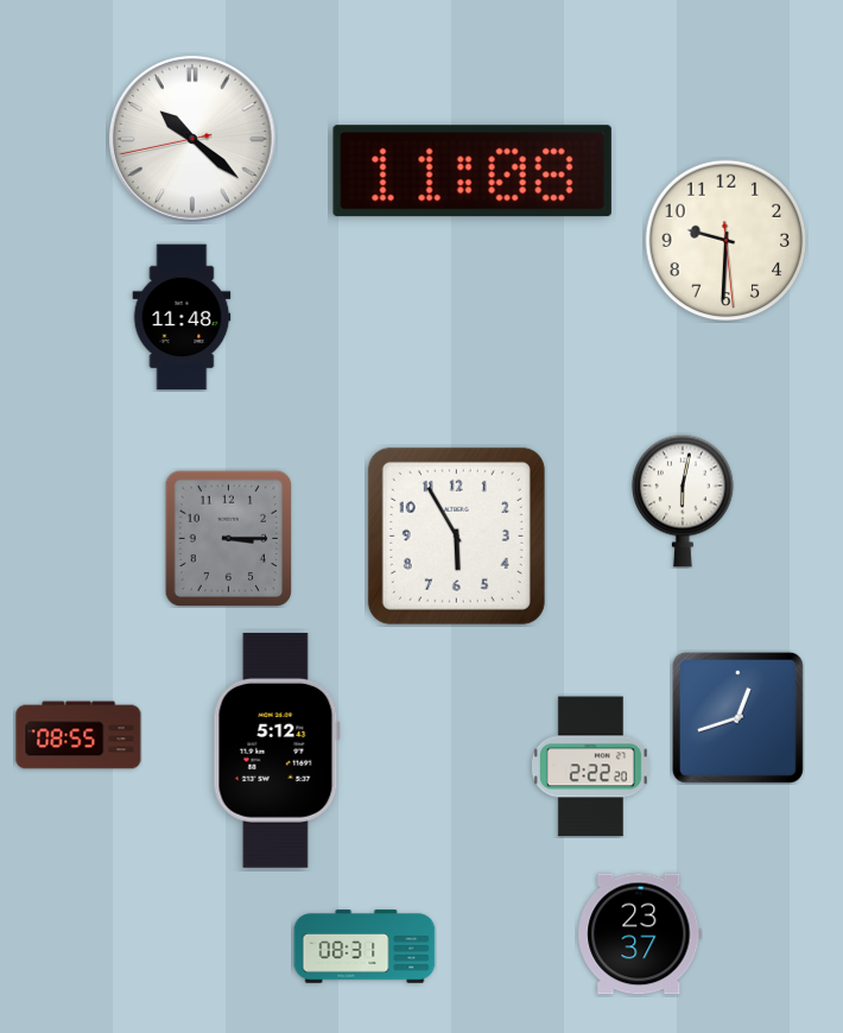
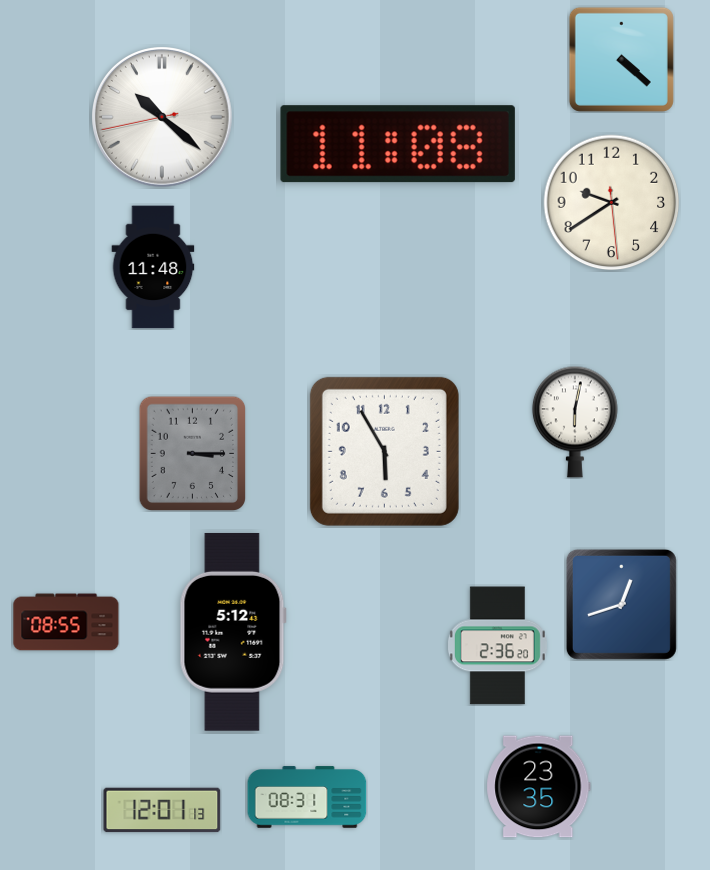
clock at (621, 59): none -> 4:22
clock at (727, 241): 9:30 -> 9:39
clock at (78, 735) position: (78, 735) -> (66, 622)
clock at (590, 767): 2:22 -> 2:36
clock at (640, 934): 23:37 -> 23:35
clock at (162, 810): none -> 12:01
